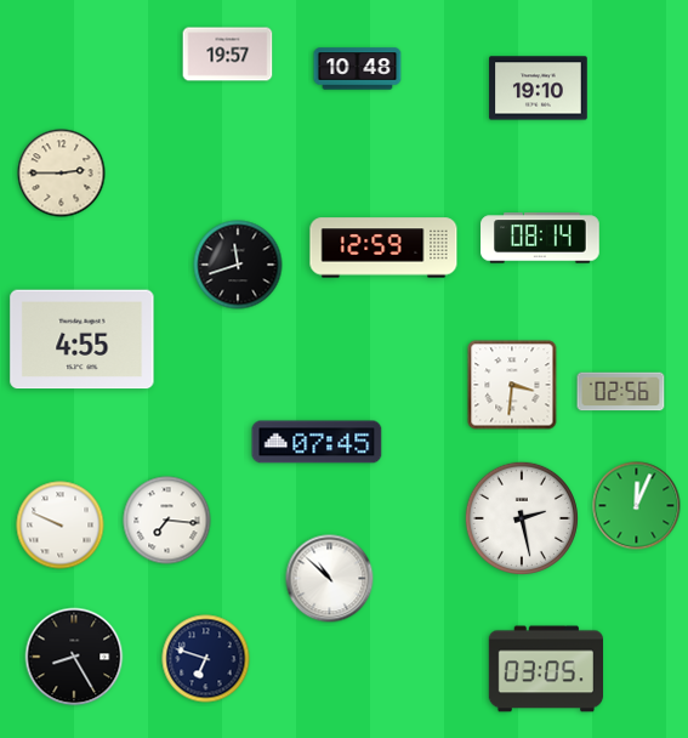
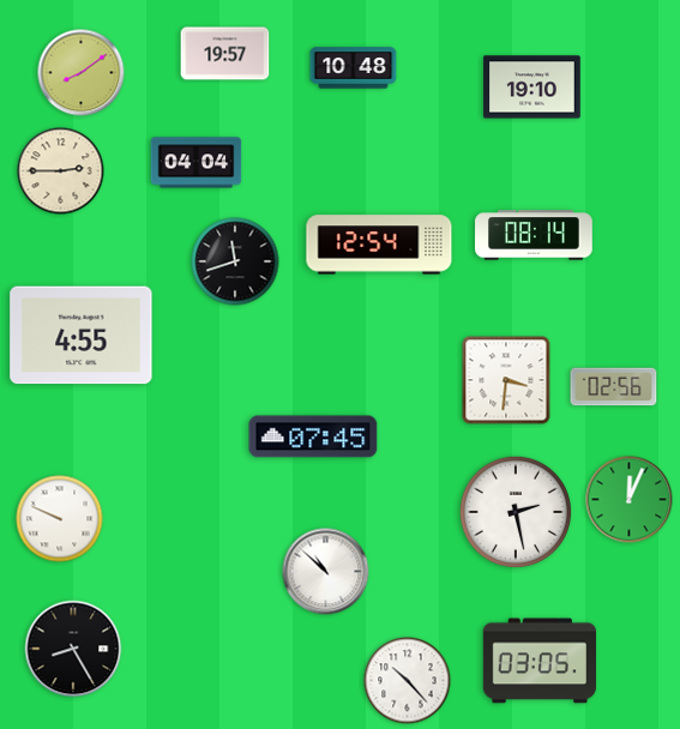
clock at (82, 73): none -> 8:09
clock at (197, 163): none -> 04:04
clock at (383, 248): 12:59 -> 12:54
clock at (167, 521): 7:16 -> none
clock at (206, 659): 6:48 -> none
clock at (408, 681): none -> 10:23
